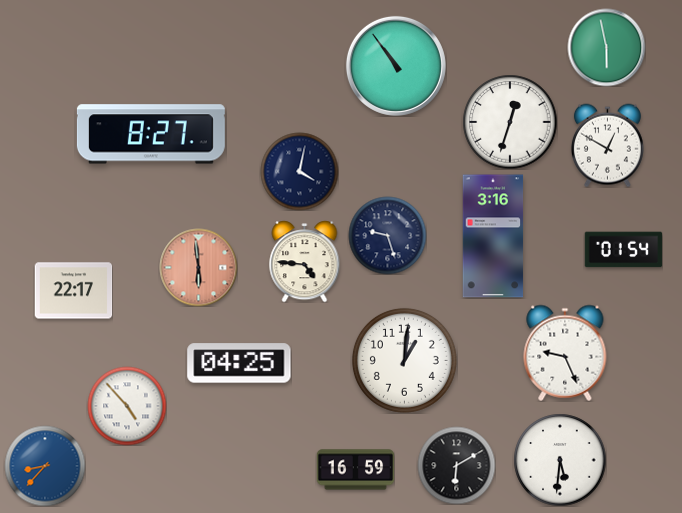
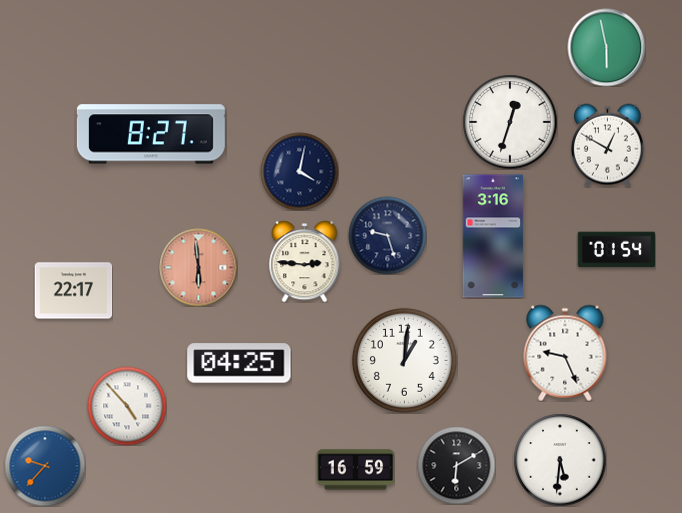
clock at (396, 66): 10:54 -> none
clock at (623, 250) position: (623, 250) -> (616, 250)
clock at (305, 261): 4:46 -> 2:46
clock at (45, 466): 8:37 -> 9:37
